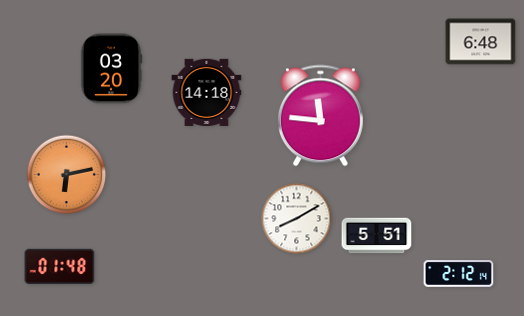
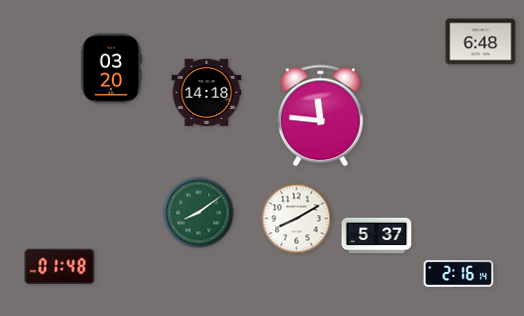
clock at (67, 175): 6:13 -> none
clock at (199, 213): none -> 8:09
clock at (377, 236): 5:51 -> 5:37
clock at (459, 274): 2:12 -> 2:16
